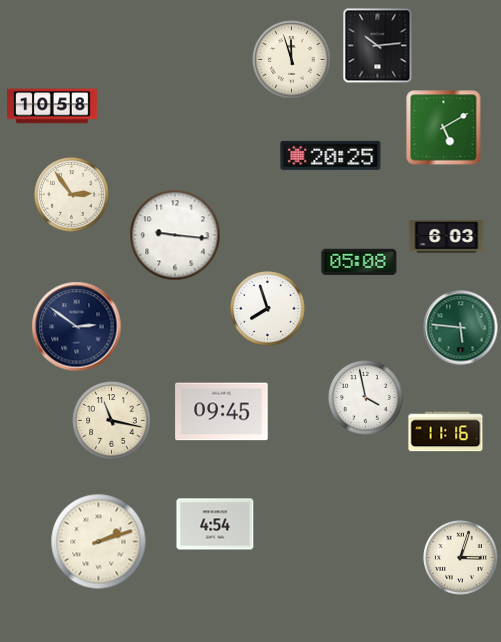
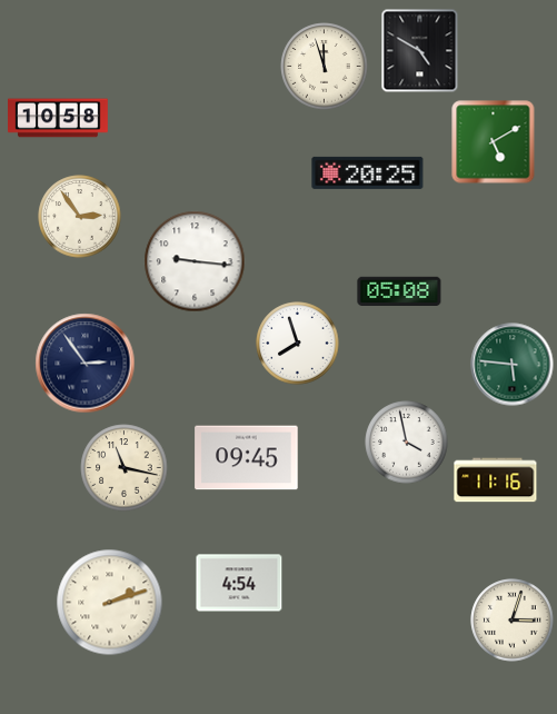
clock at (378, 46): 10:14 -> 4:50
clock at (447, 236): 6:03 -> none
clock at (77, 327): 2:51 -> 2:54
